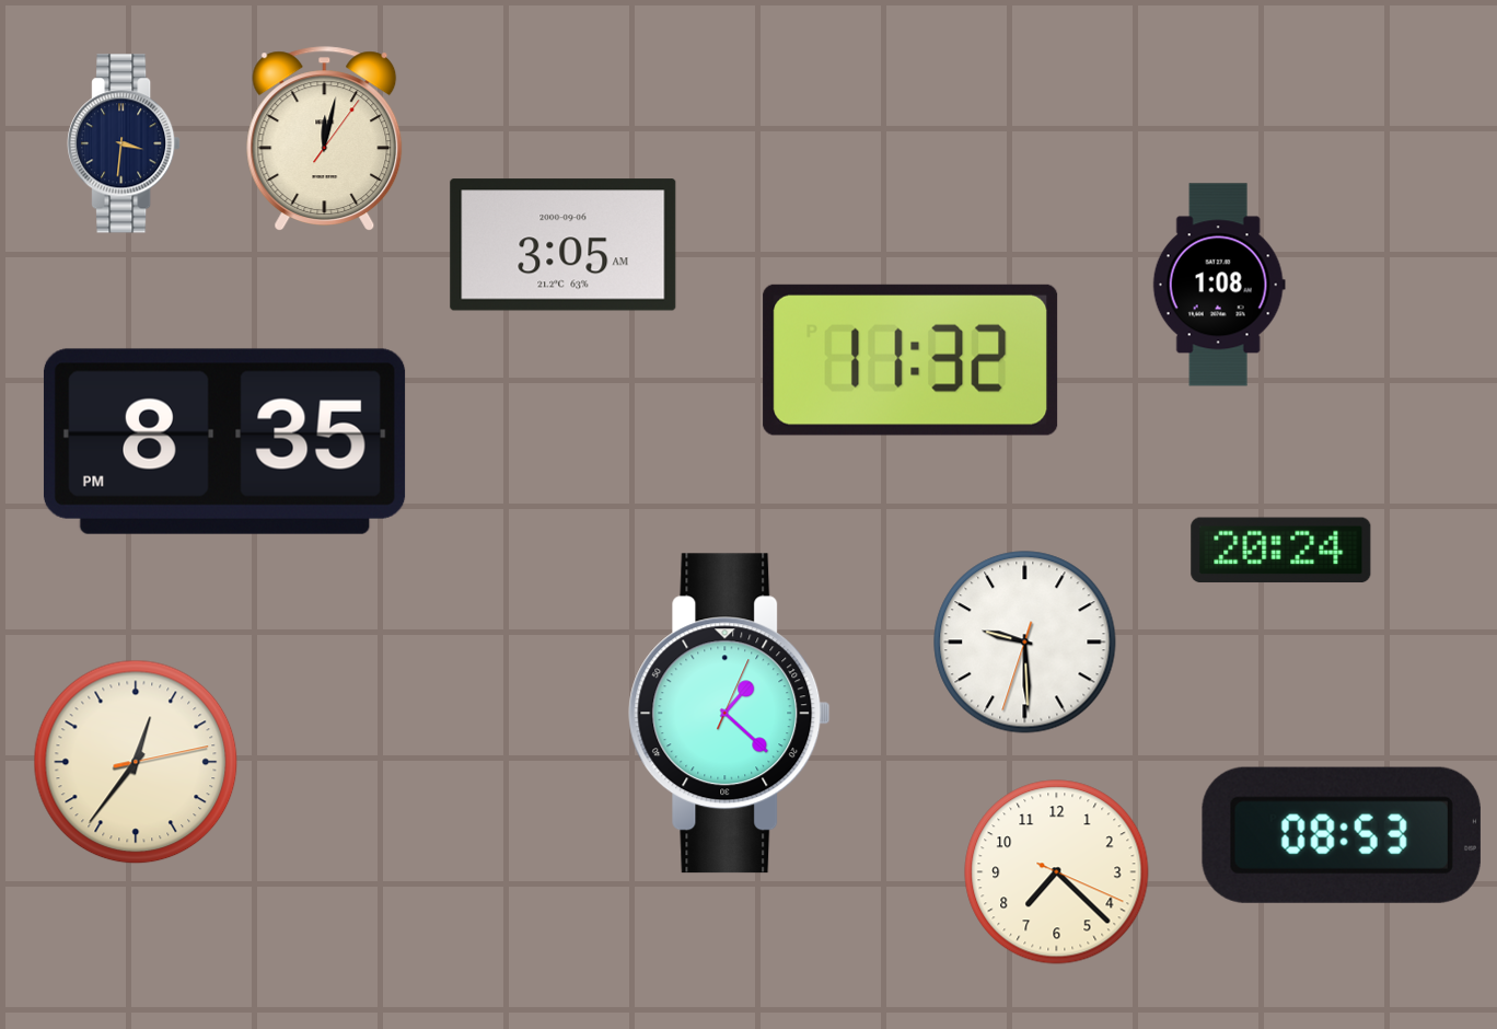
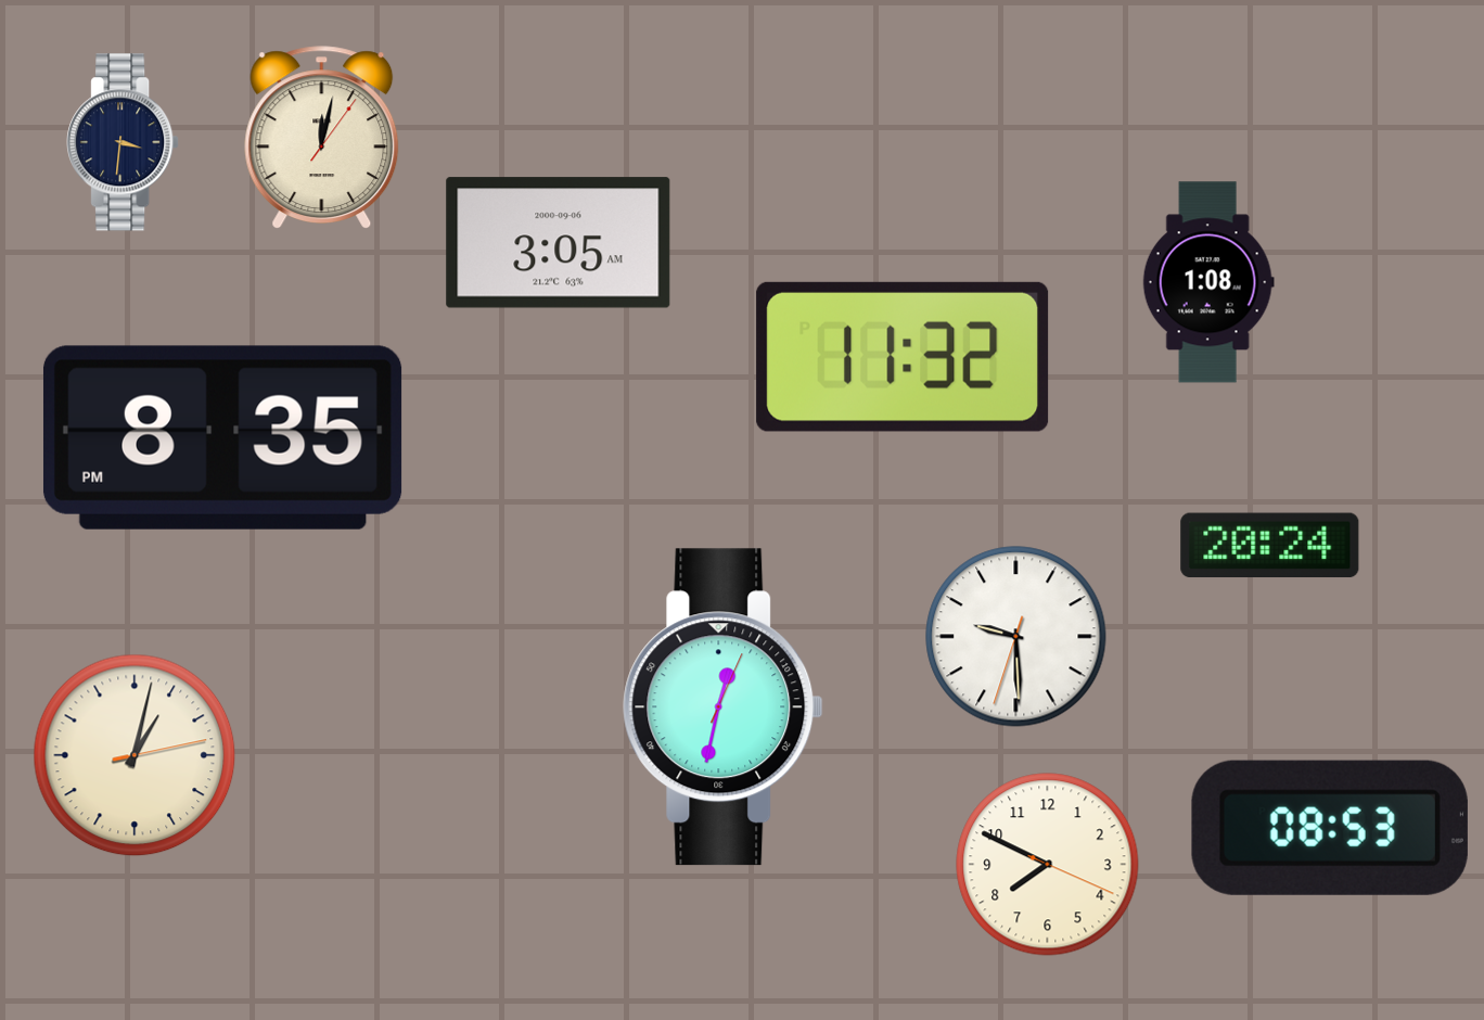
clock at (730, 714): 1:22 -> 12:32
clock at (136, 762): 12:36 -> 1:02
clock at (1057, 872): 7:22 -> 7:49
